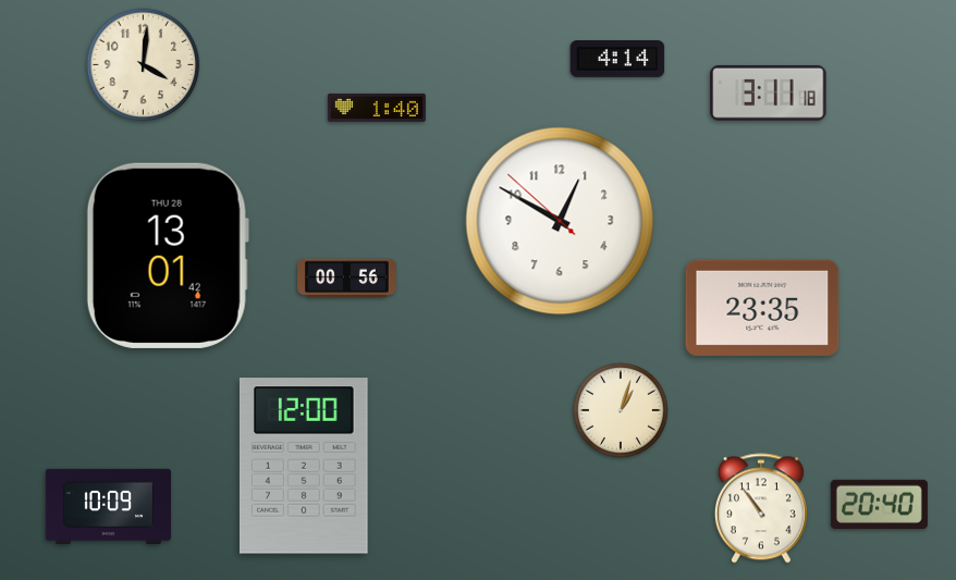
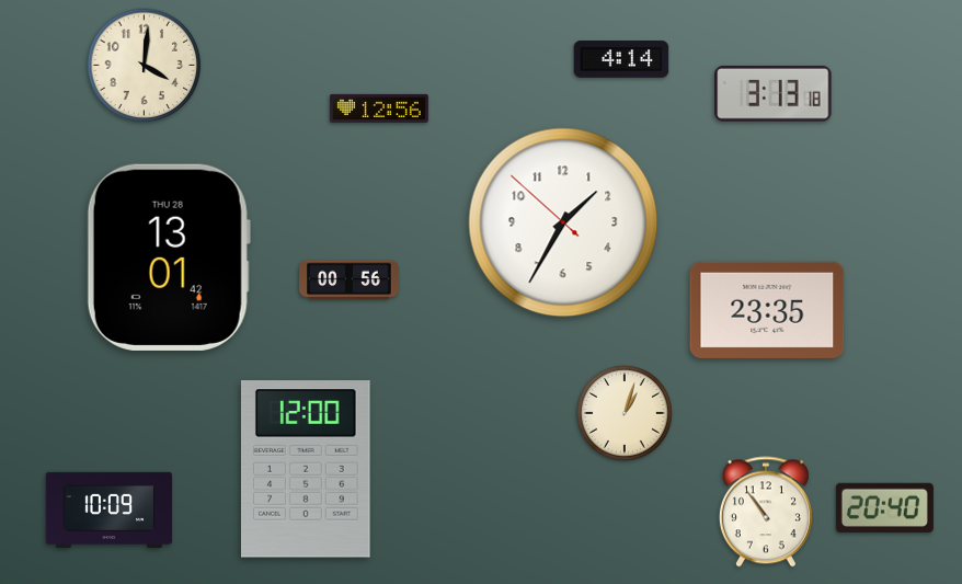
clock at (769, 92): 3:11 -> 3:13
clock at (377, 108): 1:40 -> 12:56
clock at (560, 221): 12:49 -> 1:34
